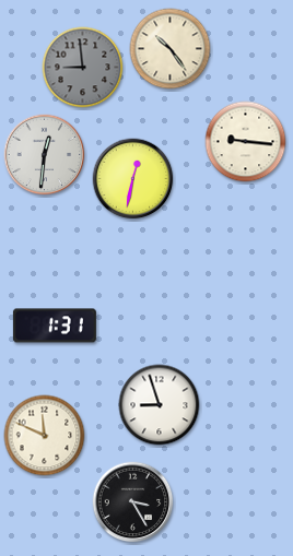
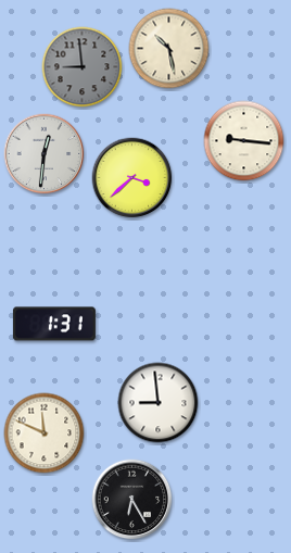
clock at (171, 49): 10:24 -> 10:28
clock at (133, 179): 12:32 -> 3:38
clock at (160, 405): 8:57 -> 8:59
clock at (133, 502): 3:25 -> 6:25
